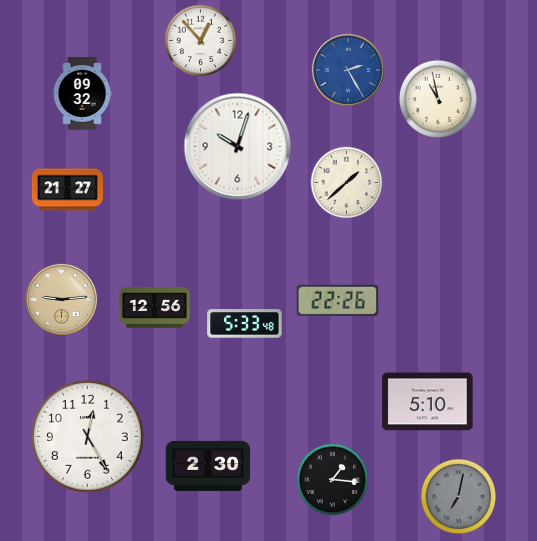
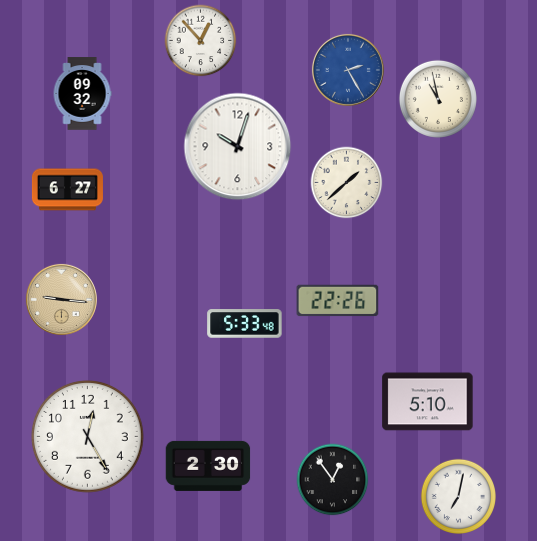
clock at (67, 190): 21:27 -> 6:27
clock at (61, 299): 9:14 -> 9:16
clock at (154, 308): 12:56 -> none
clock at (333, 480): 1:16 -> 12:54
clock at (458, 496) dial: grey -> white
